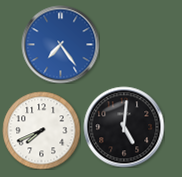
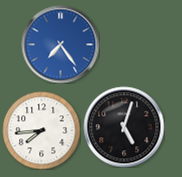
clock at (124, 127): 5:01 -> 5:03
clock at (41, 130): 7:41 -> 7:44
